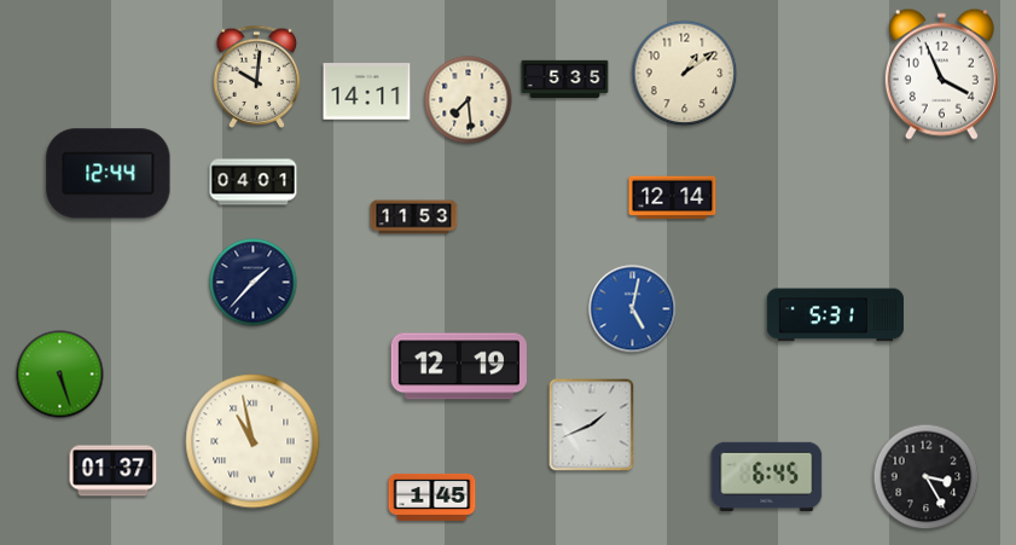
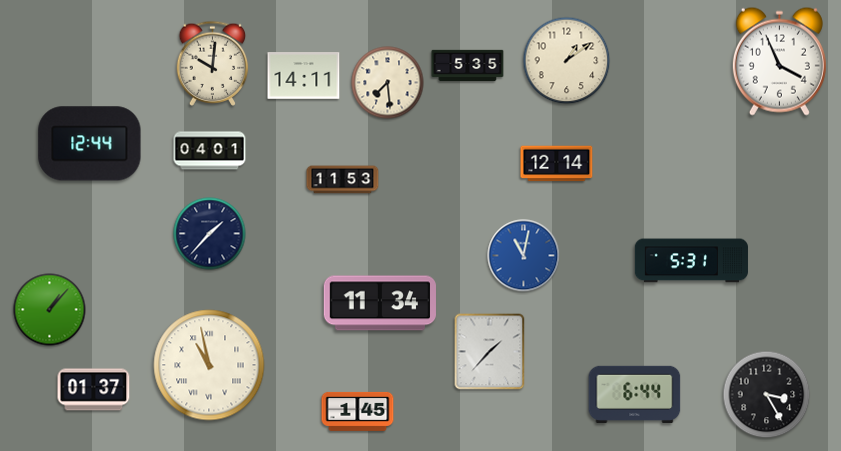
clock at (633, 309): 5:02 -> 11:02
clock at (459, 366): 12:19 -> 11:34
clock at (60, 375): 5:27 -> 1:07
clock at (592, 425): 1:41 -> 1:37
clock at (767, 476): 6:45 -> 6:44
